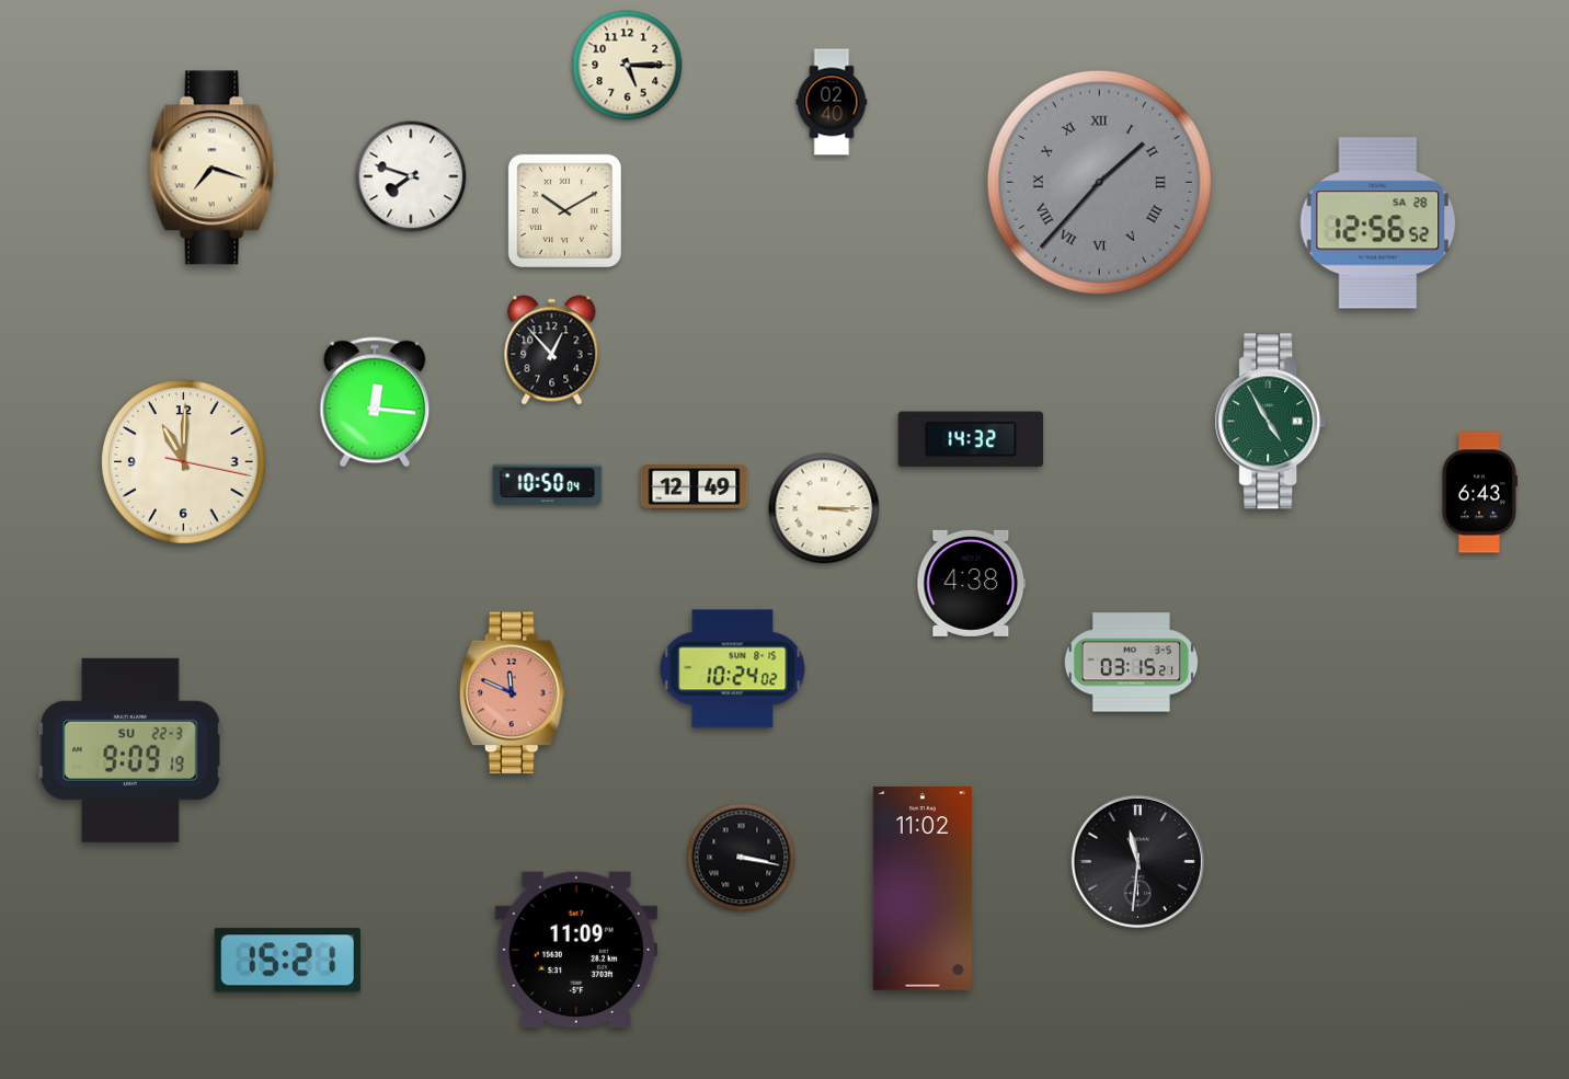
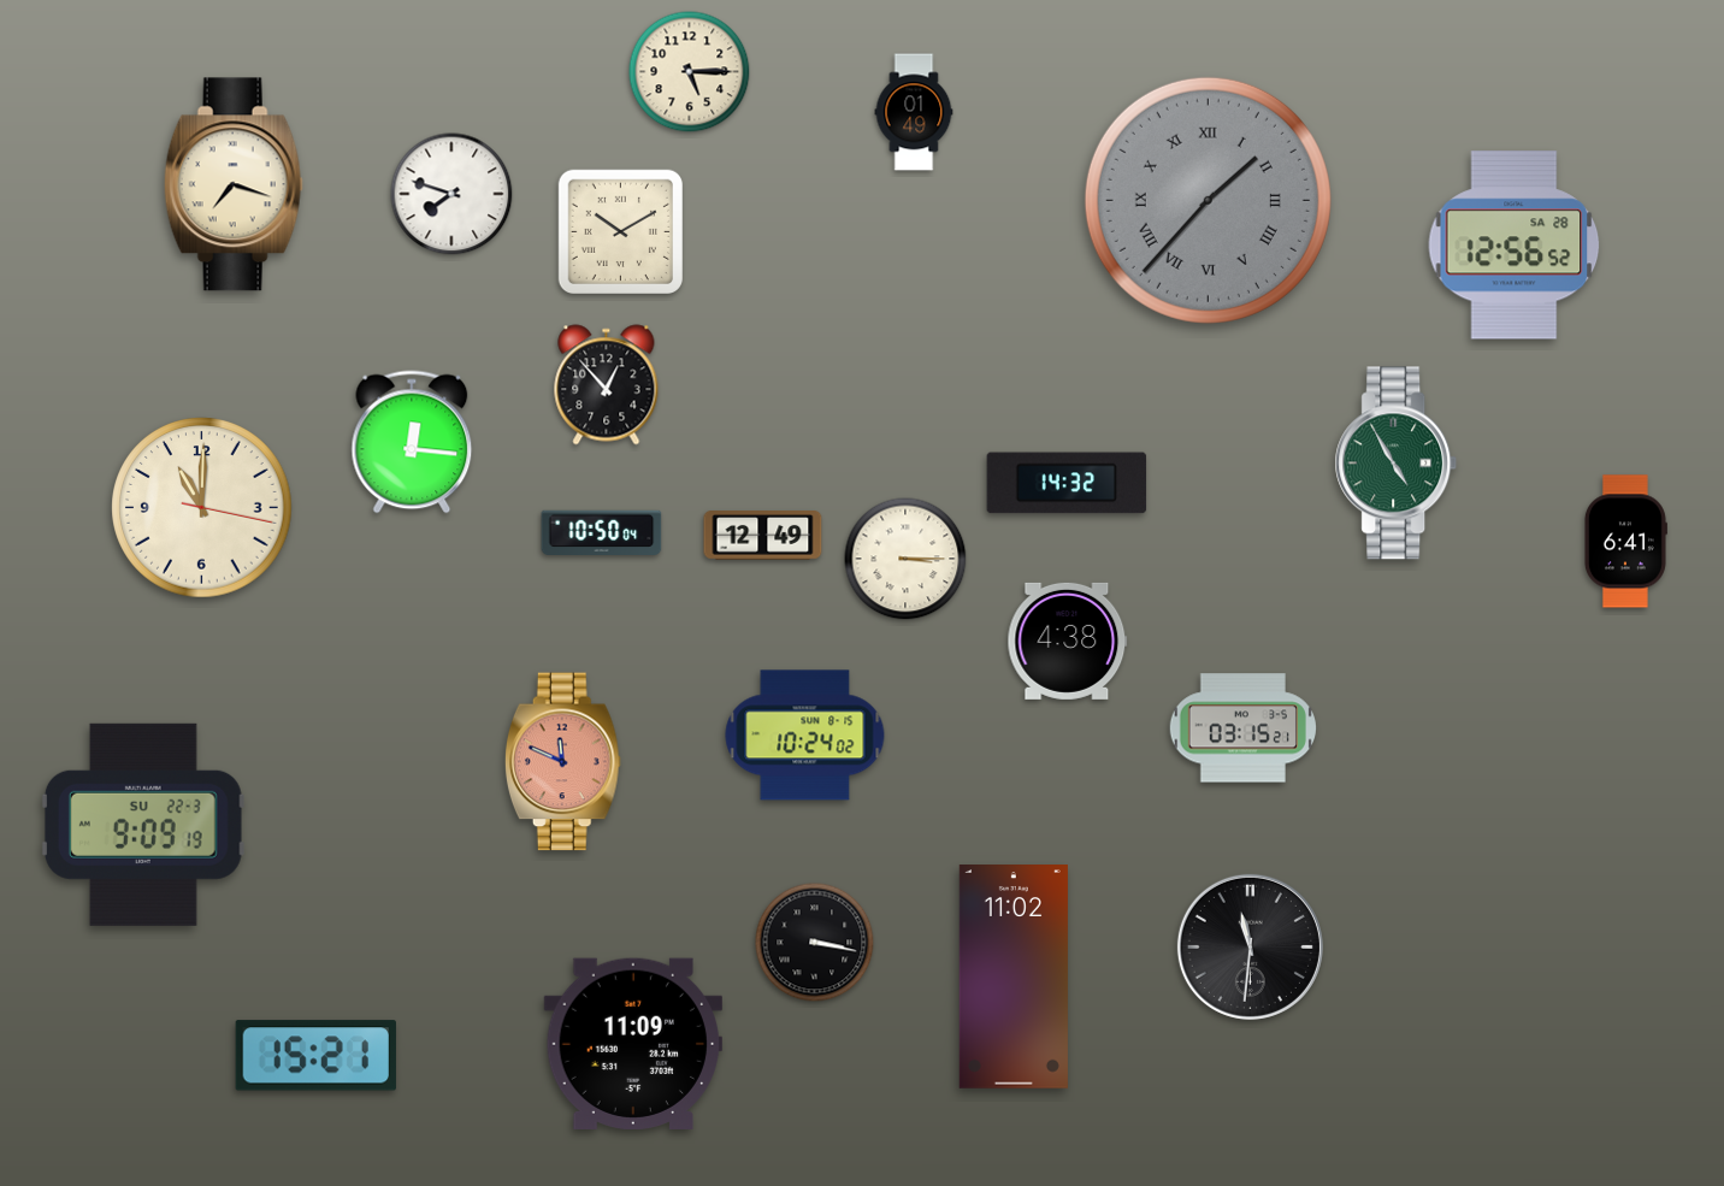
clock at (832, 102): 02:40 -> 01:49
clock at (1479, 493): 6:43 -> 6:41
